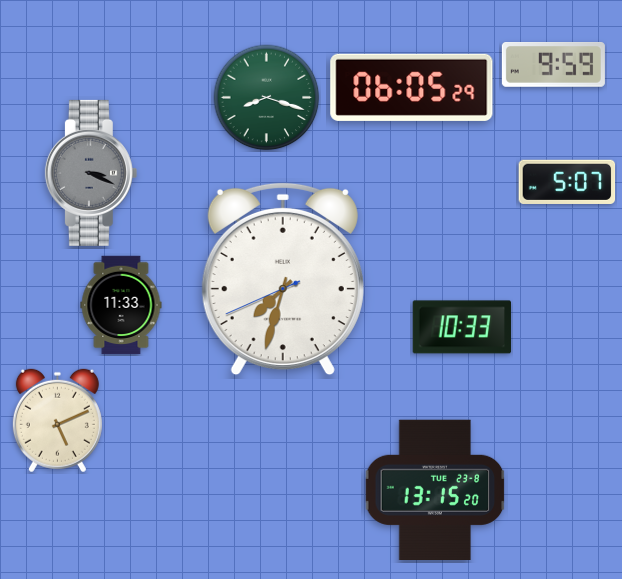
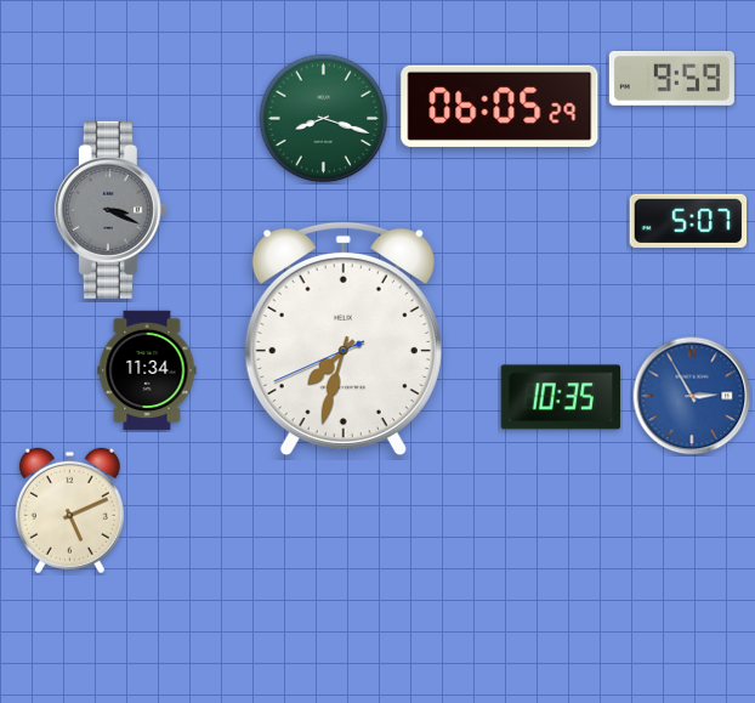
clock at (121, 305): 11:33 -> 11:34
clock at (692, 396): none -> 2:55
clock at (461, 327): 10:33 -> 10:35
clock at (435, 489): 13:15 -> none
